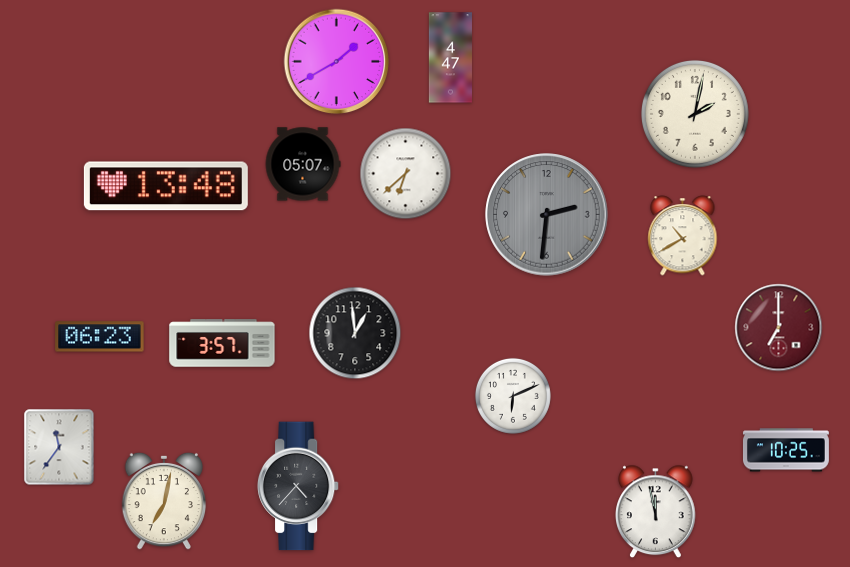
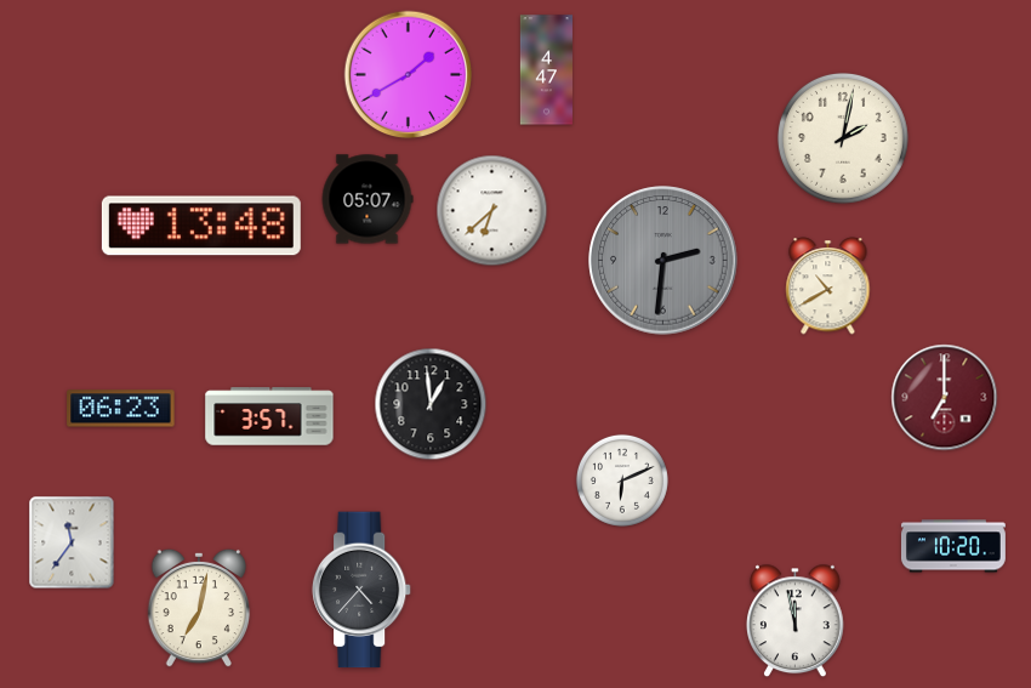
clock at (786, 450): 10:25 -> 10:20
